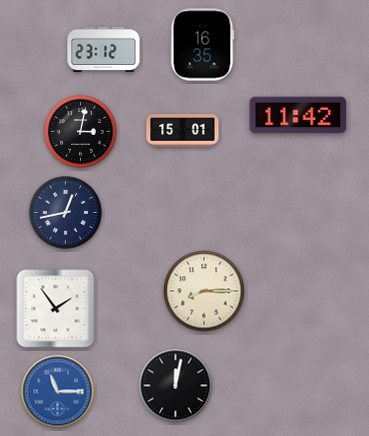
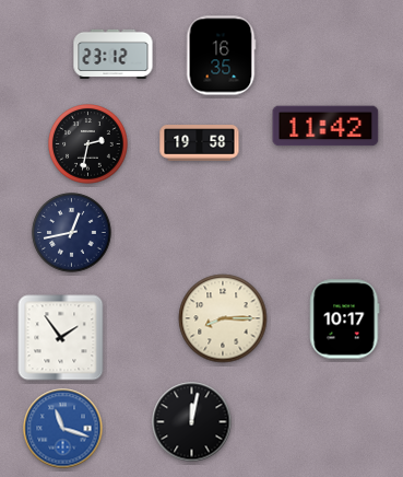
clock at (202, 45) position: (202, 45) -> (221, 56)
clock at (183, 131): 15:01 -> 19:58
clock at (81, 132): 3:02 -> 2:32
clock at (345, 319): none -> 10:17
clock at (58, 392): 11:15 -> 11:18
